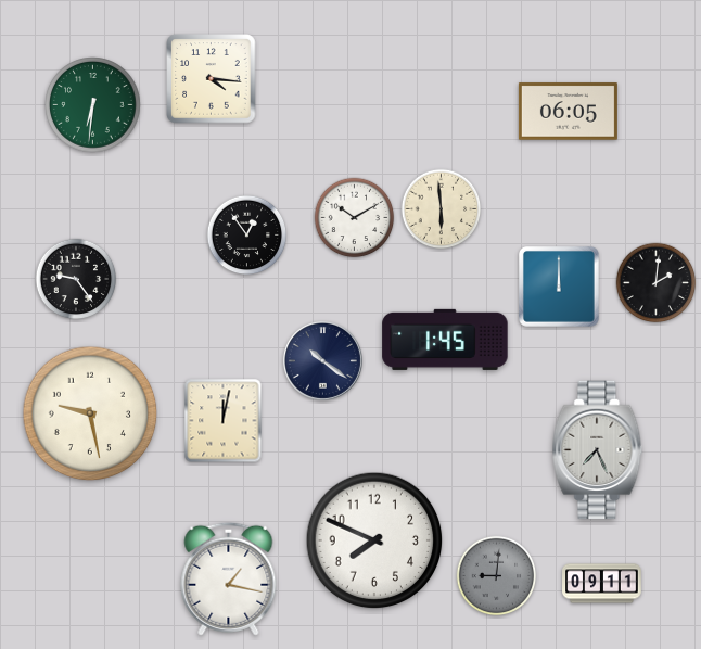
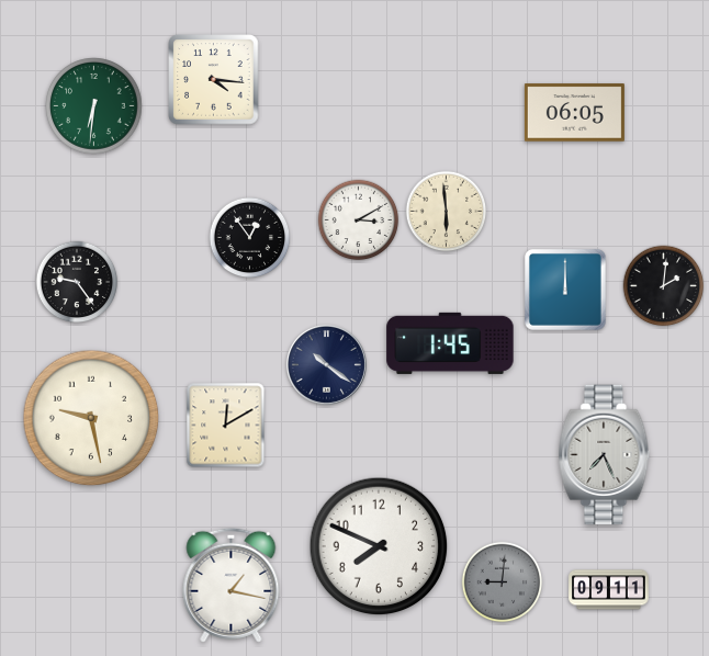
clock at (355, 218): 10:10 -> 3:10
clock at (224, 421): 12:02 -> 12:10
